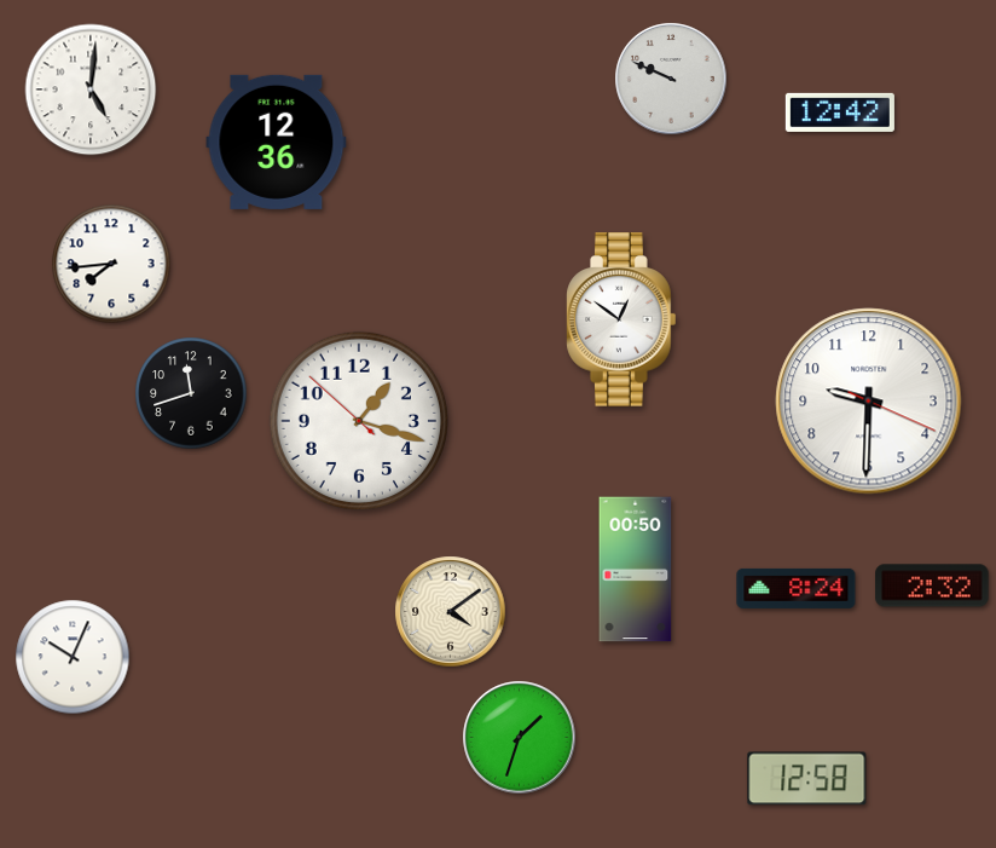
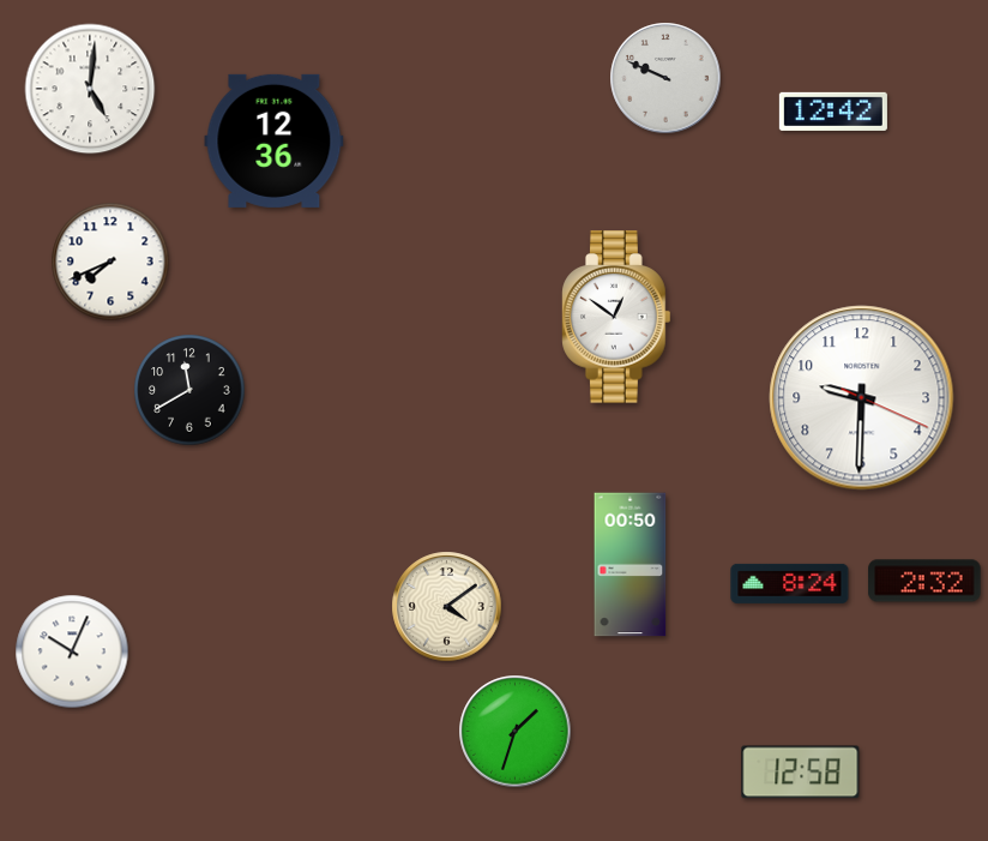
clock at (111, 264): 7:44 -> 7:41
clock at (191, 393): 11:42 -> 11:40
clock at (359, 421): 1:17 -> none
